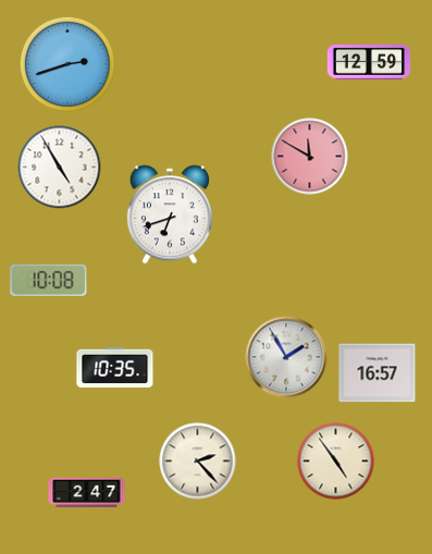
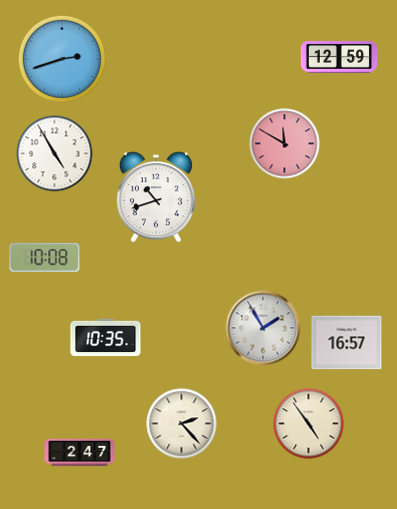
clock at (170, 214): 6:42 -> 10:42
